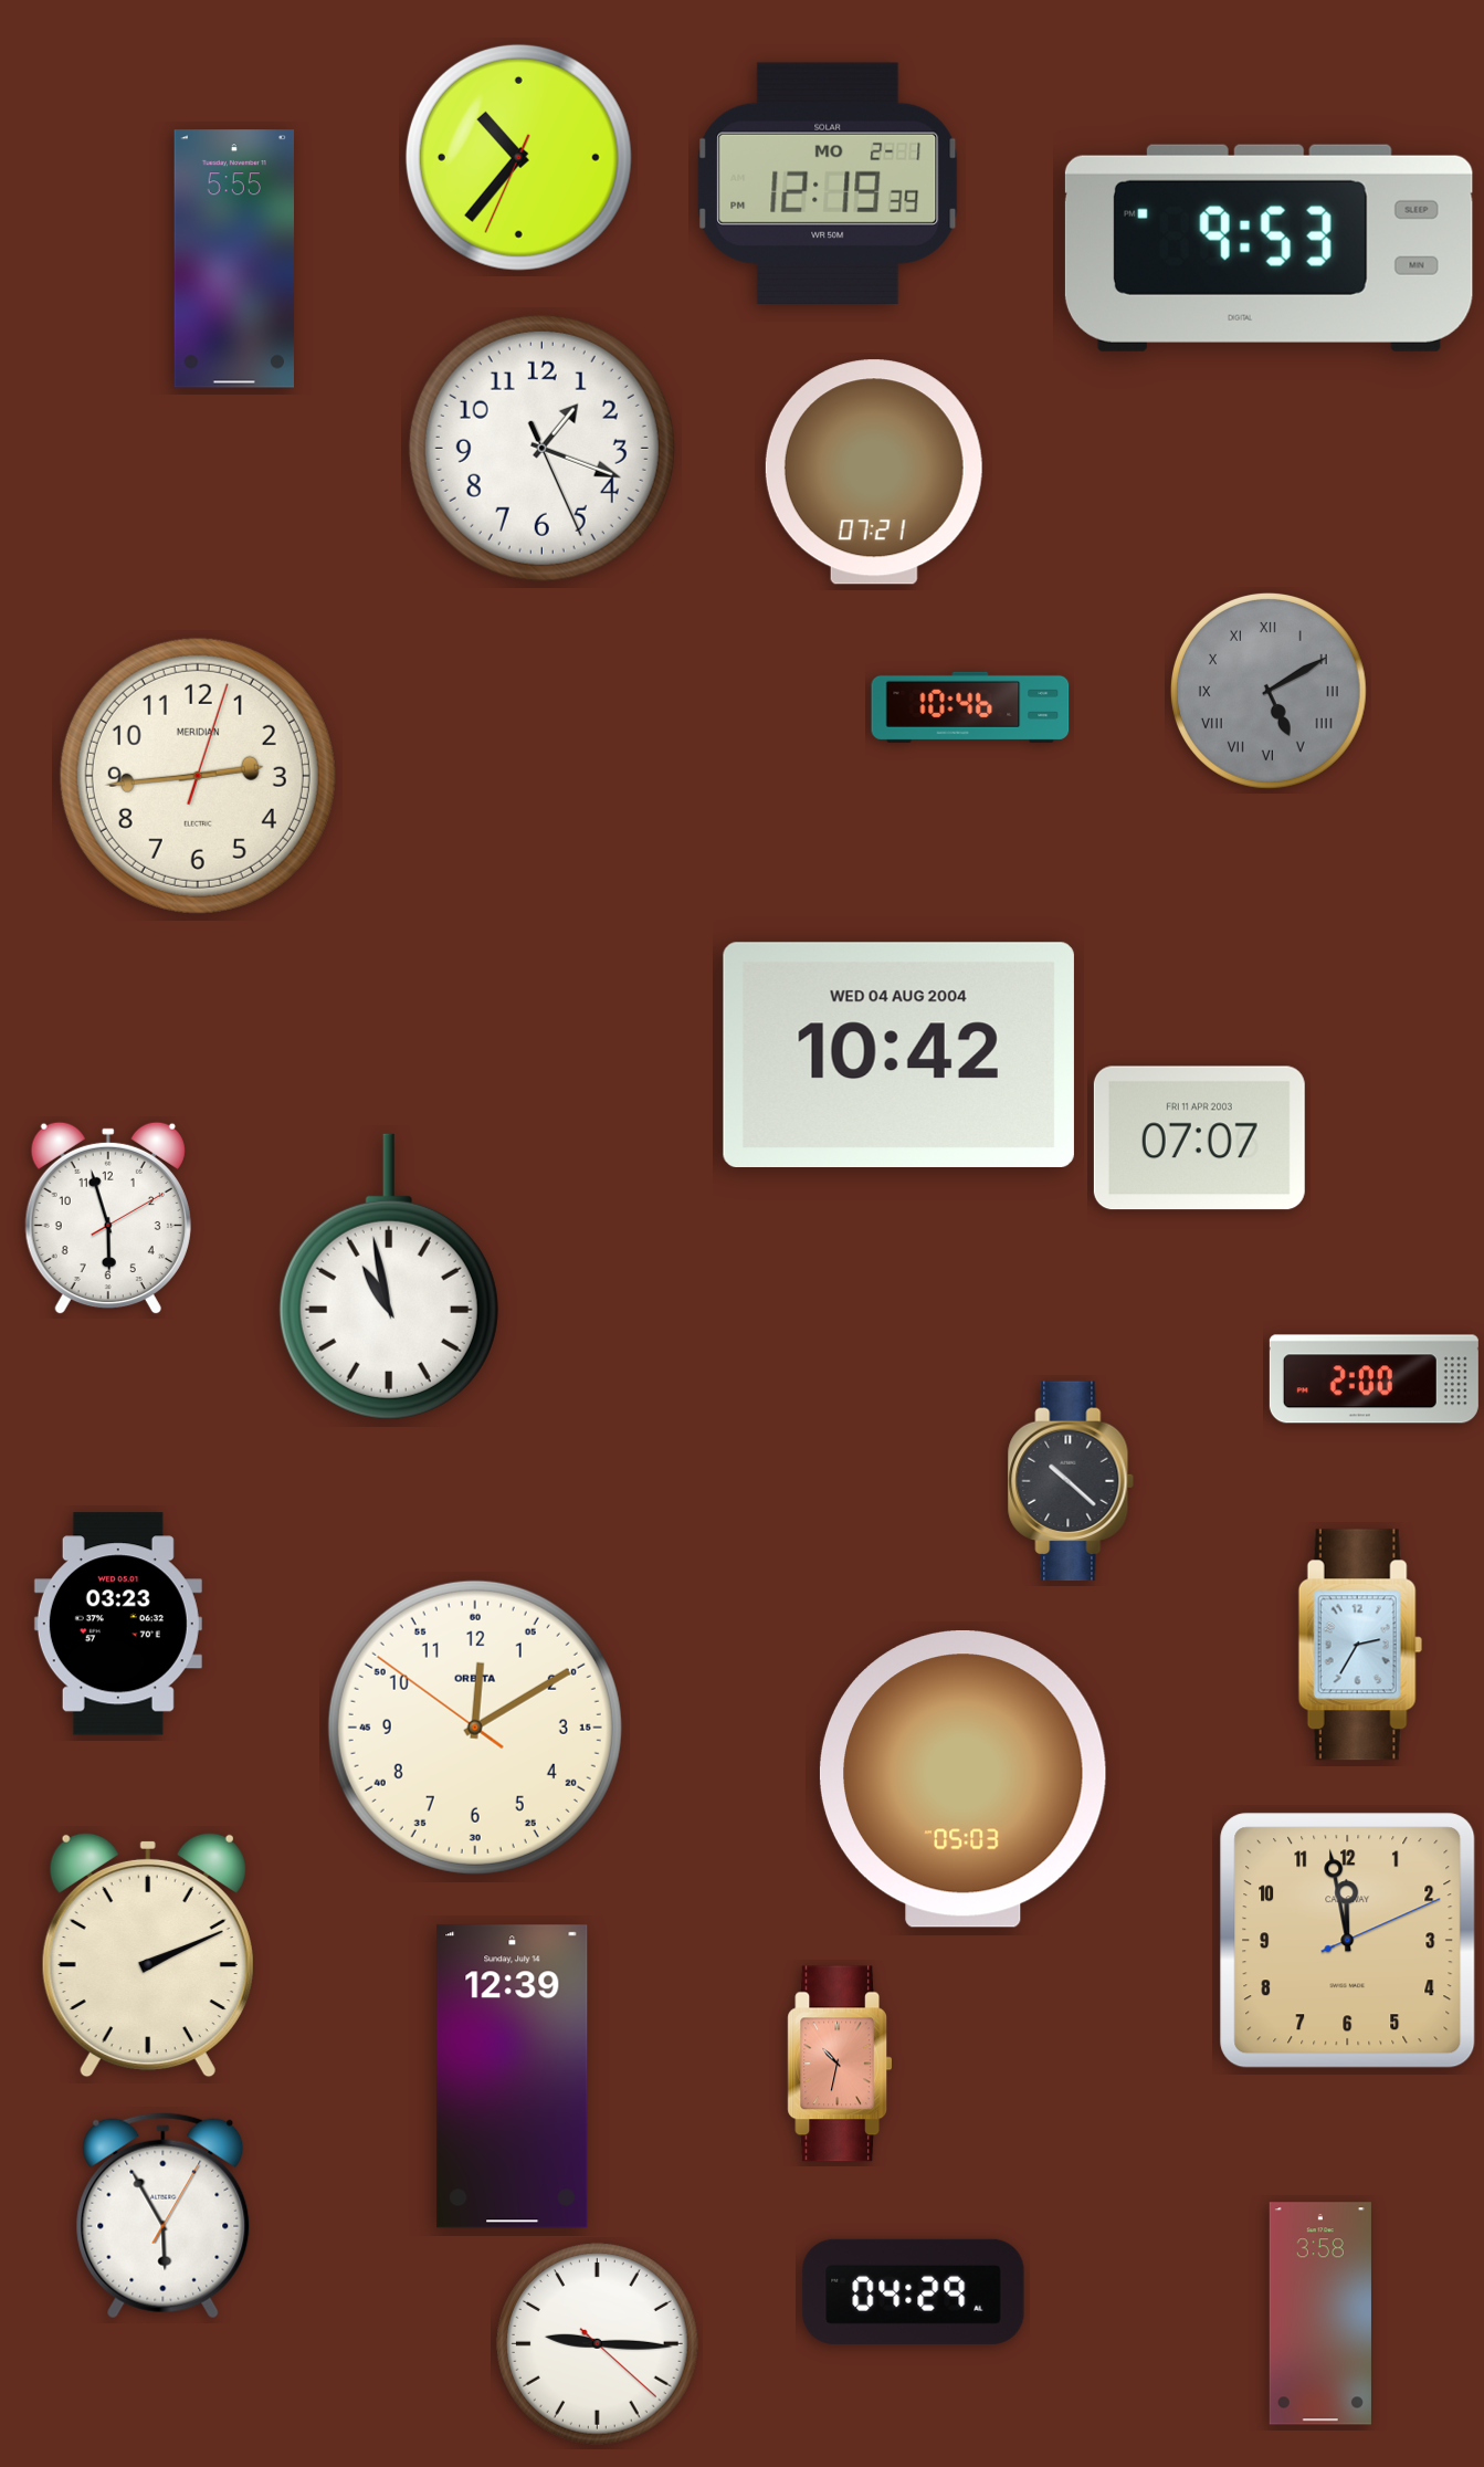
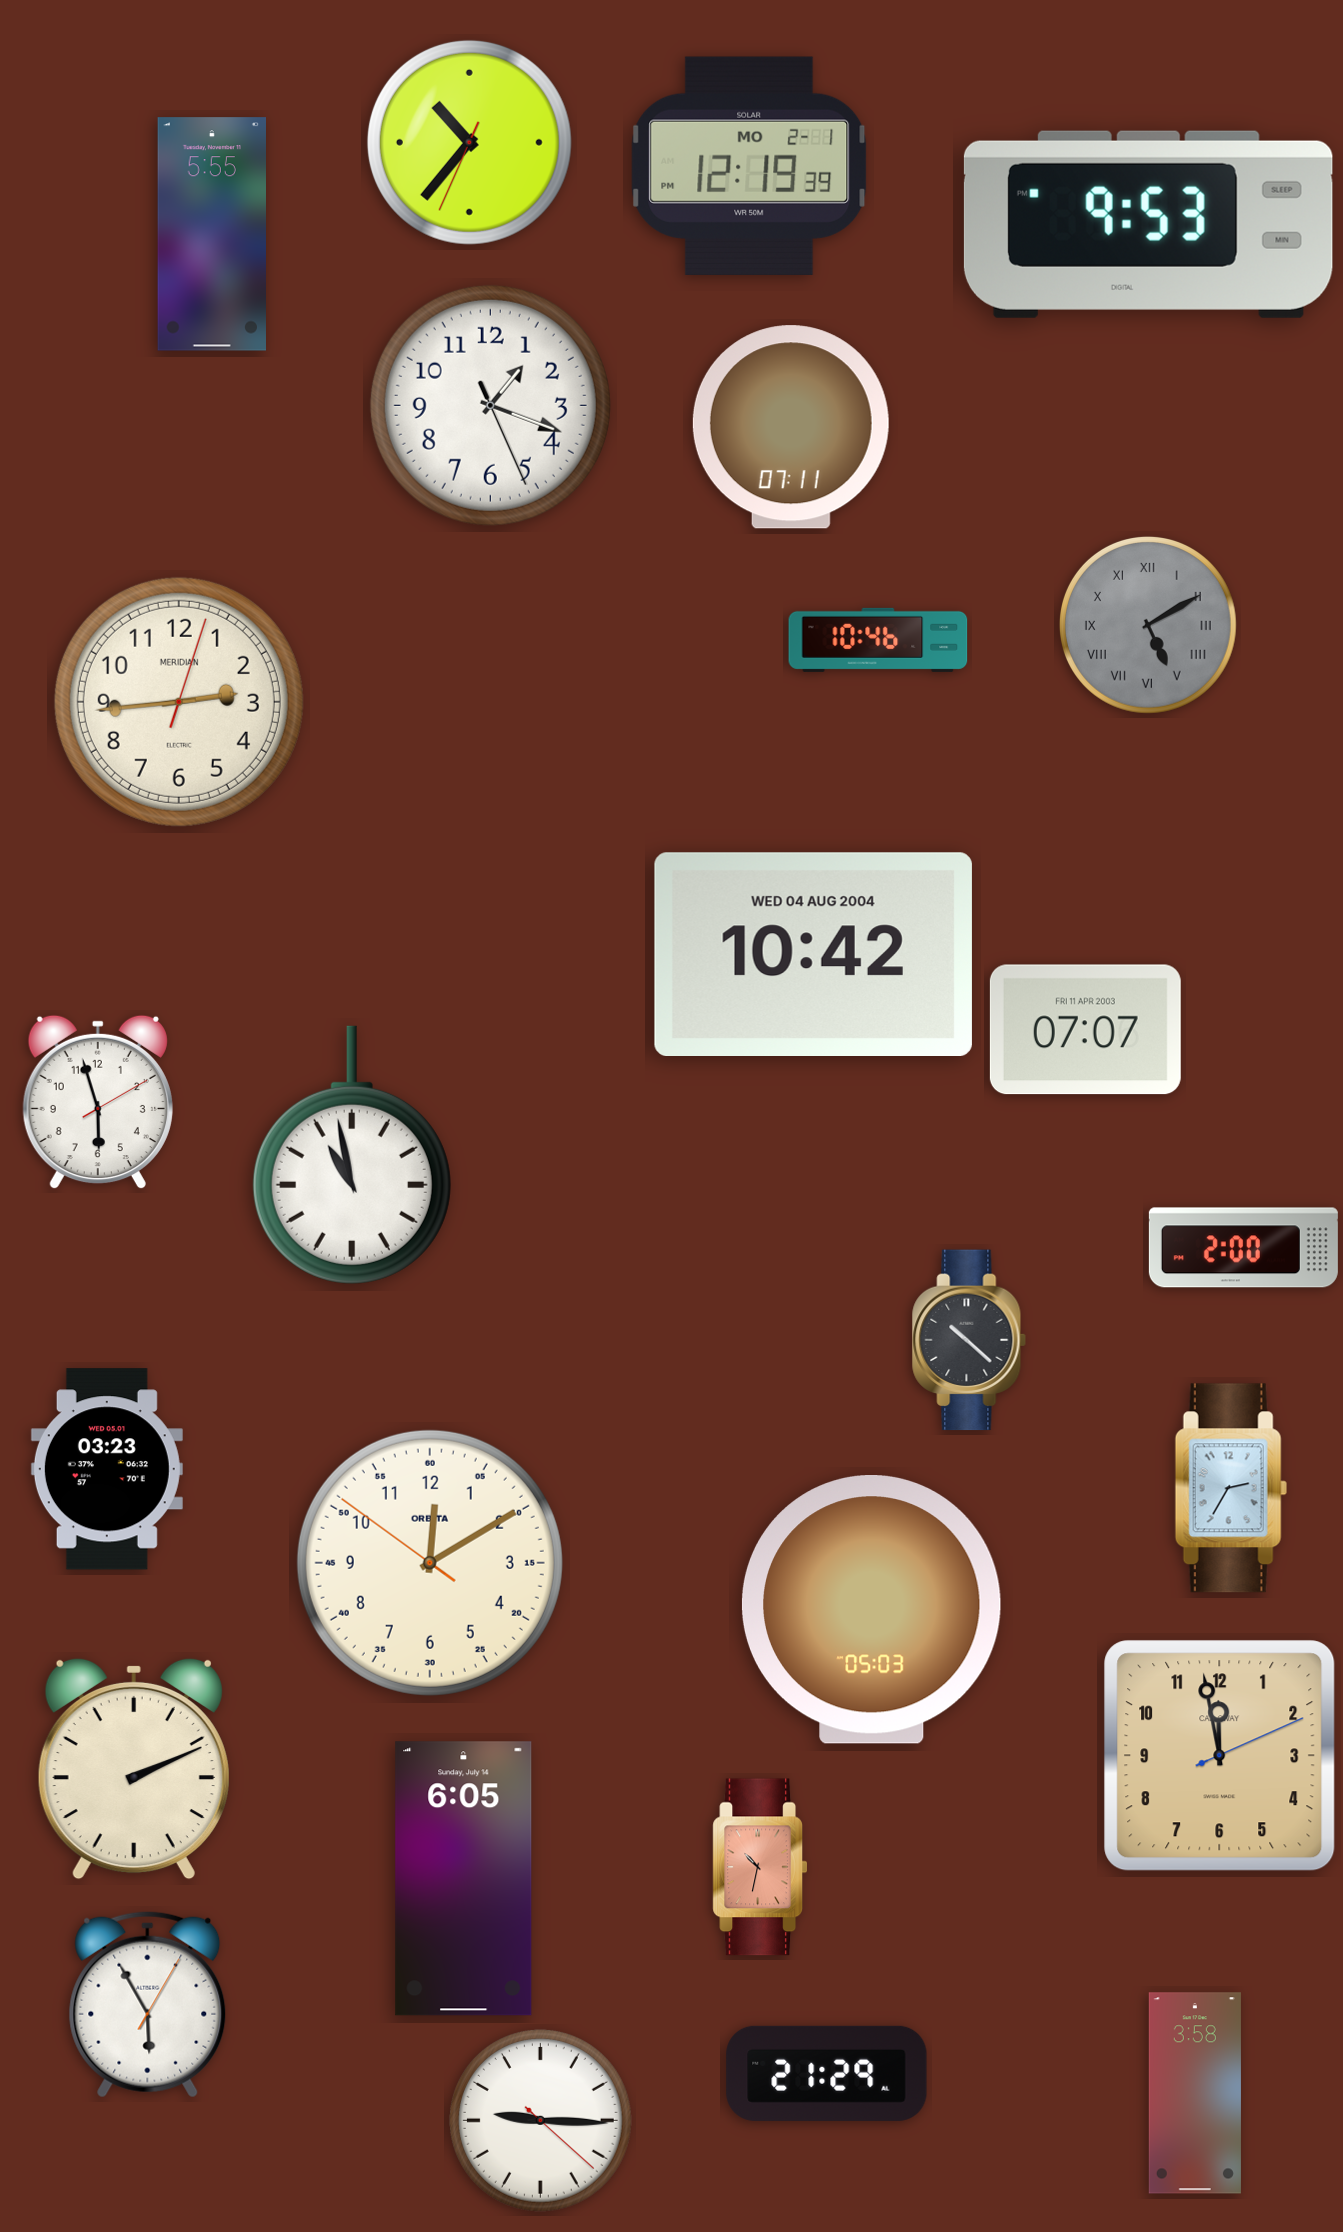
clock at (874, 472): 07:21 -> 07:11
clock at (513, 2077): 12:39 -> 6:05
clock at (914, 2291): 04:29 -> 21:29
